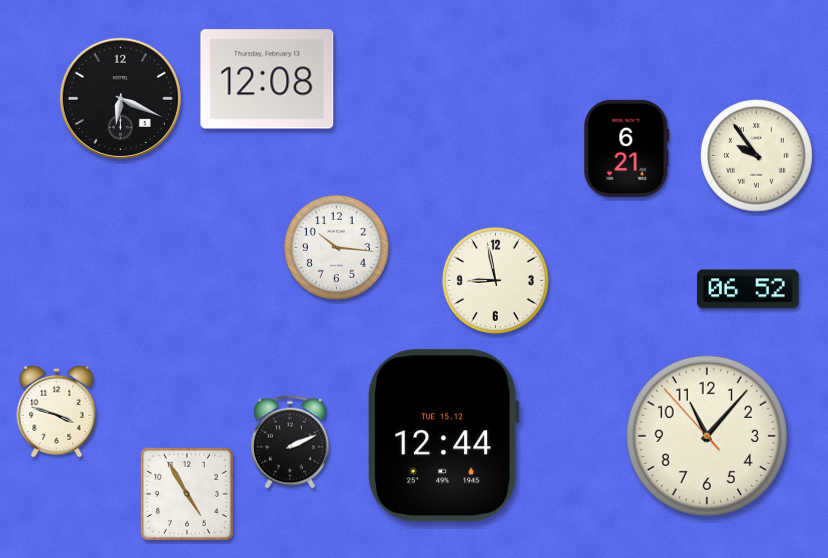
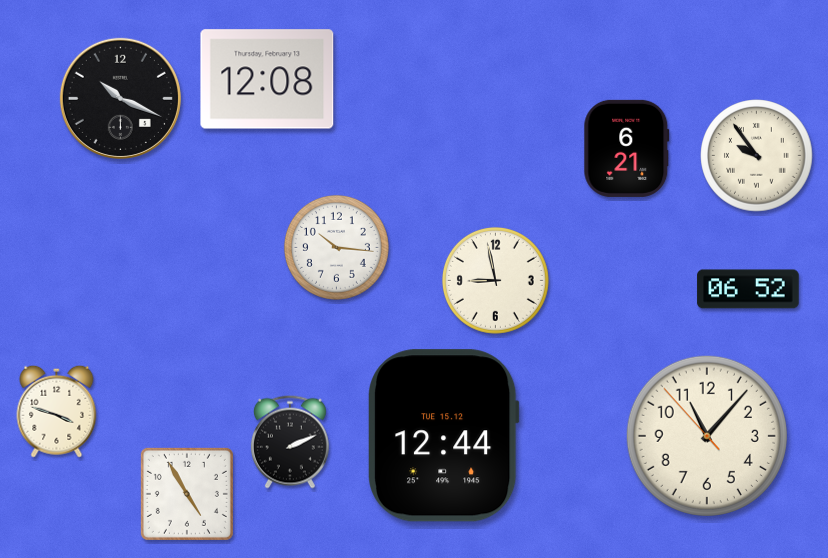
clock at (120, 98): 6:19 -> 10:19
